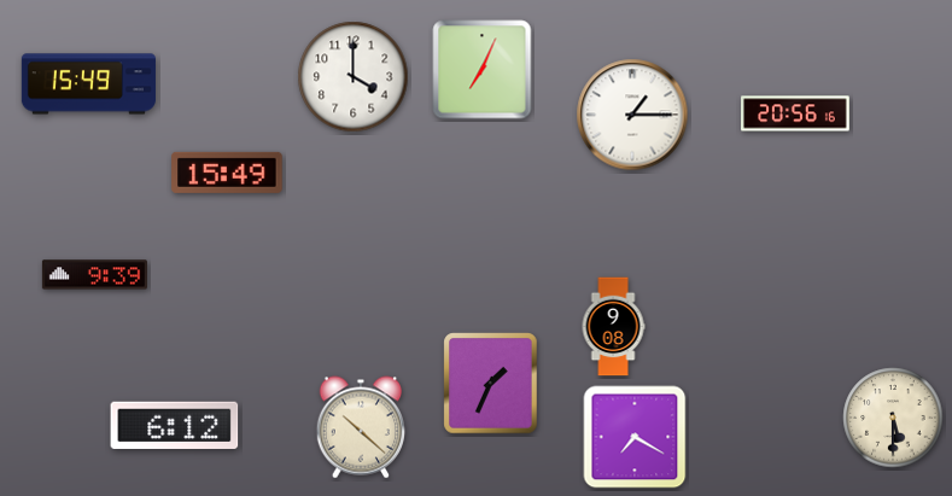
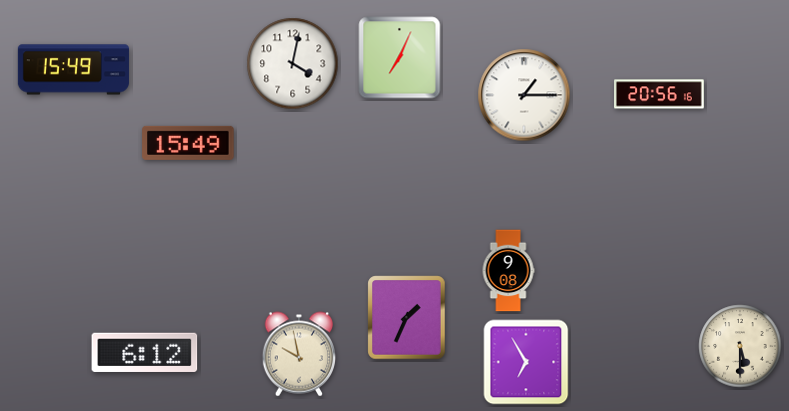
clock at (354, 77): 4:00 -> 4:02
clock at (94, 275): 9:39 -> none
clock at (360, 427): 10:22 -> 9:58
clock at (635, 437): 7:20 -> 6:55
